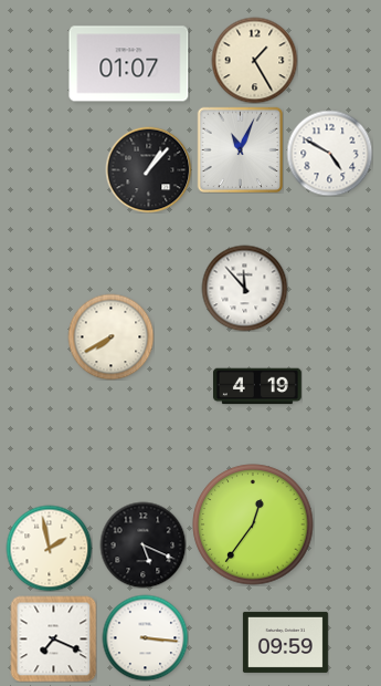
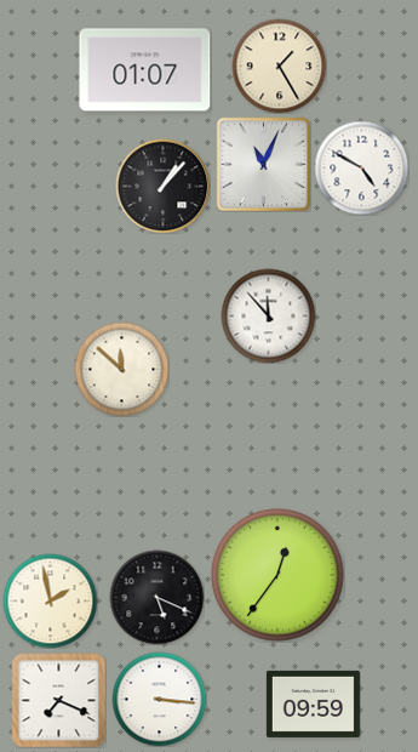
clock at (129, 64) position: (129, 64) -> (145, 70)
clock at (110, 336): 7:40 -> 11:52
clock at (257, 386): 4:19 -> none
clock at (49, 548) position: (49, 548) -> (50, 600)
